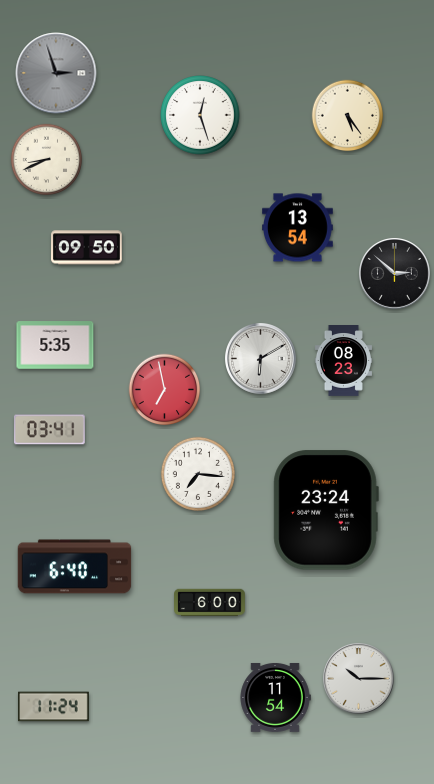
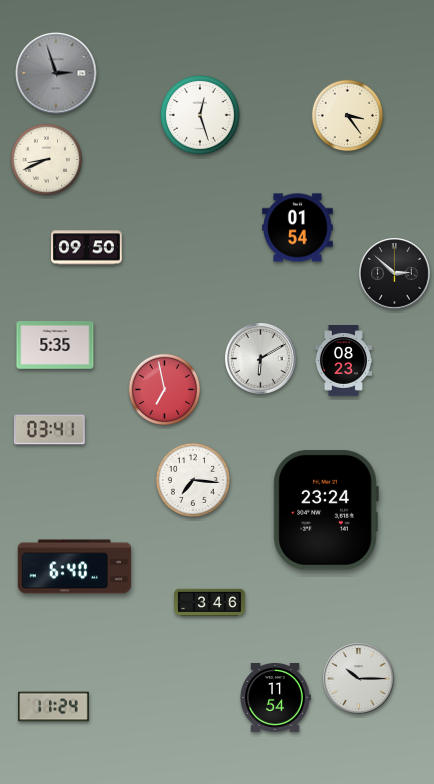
clock at (348, 116): 5:24 -> 3:24
clock at (298, 228): 13:54 -> 01:54
clock at (198, 474) position: (198, 474) -> (193, 480)
clock at (210, 603): 6:00 -> 3:46
